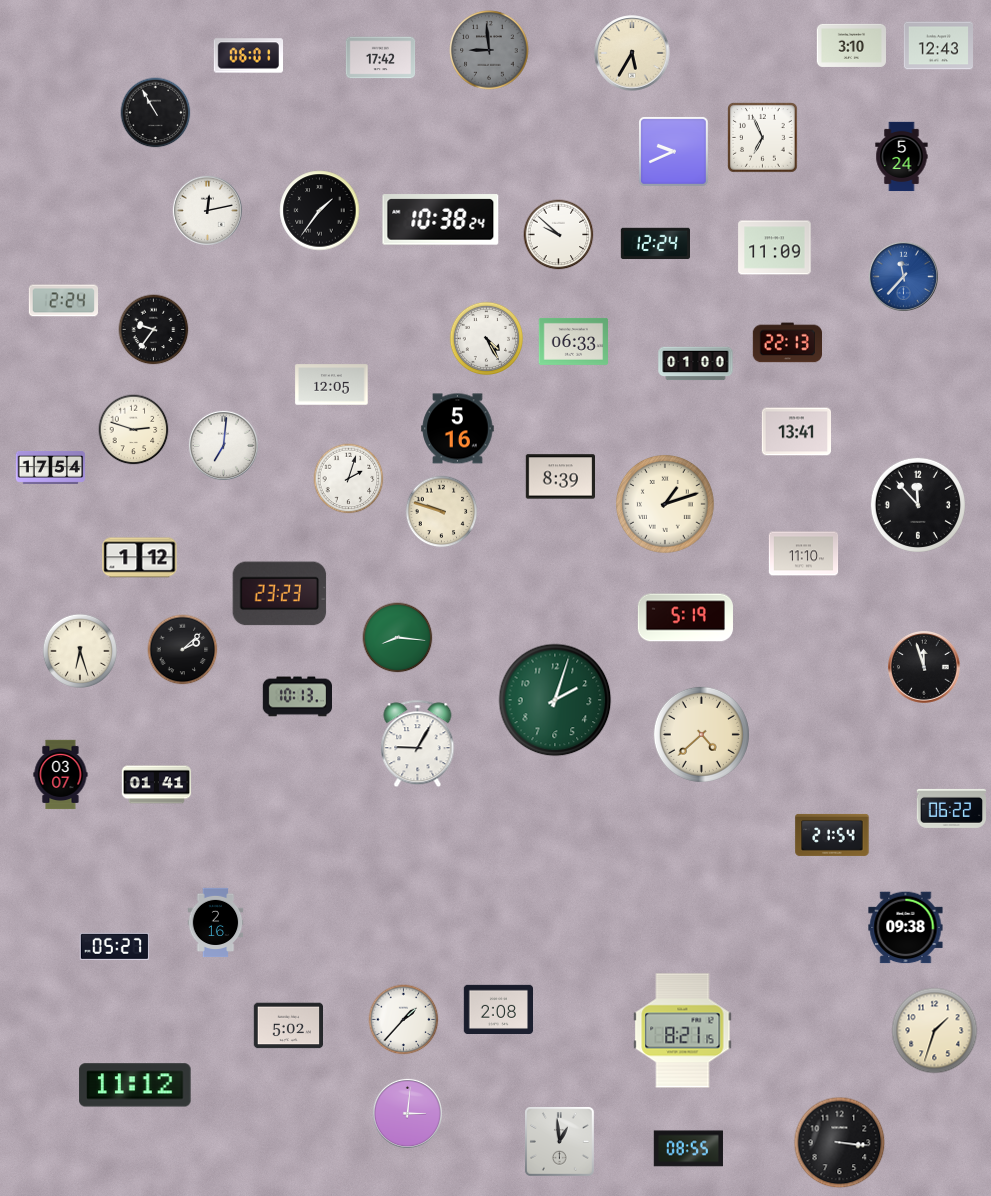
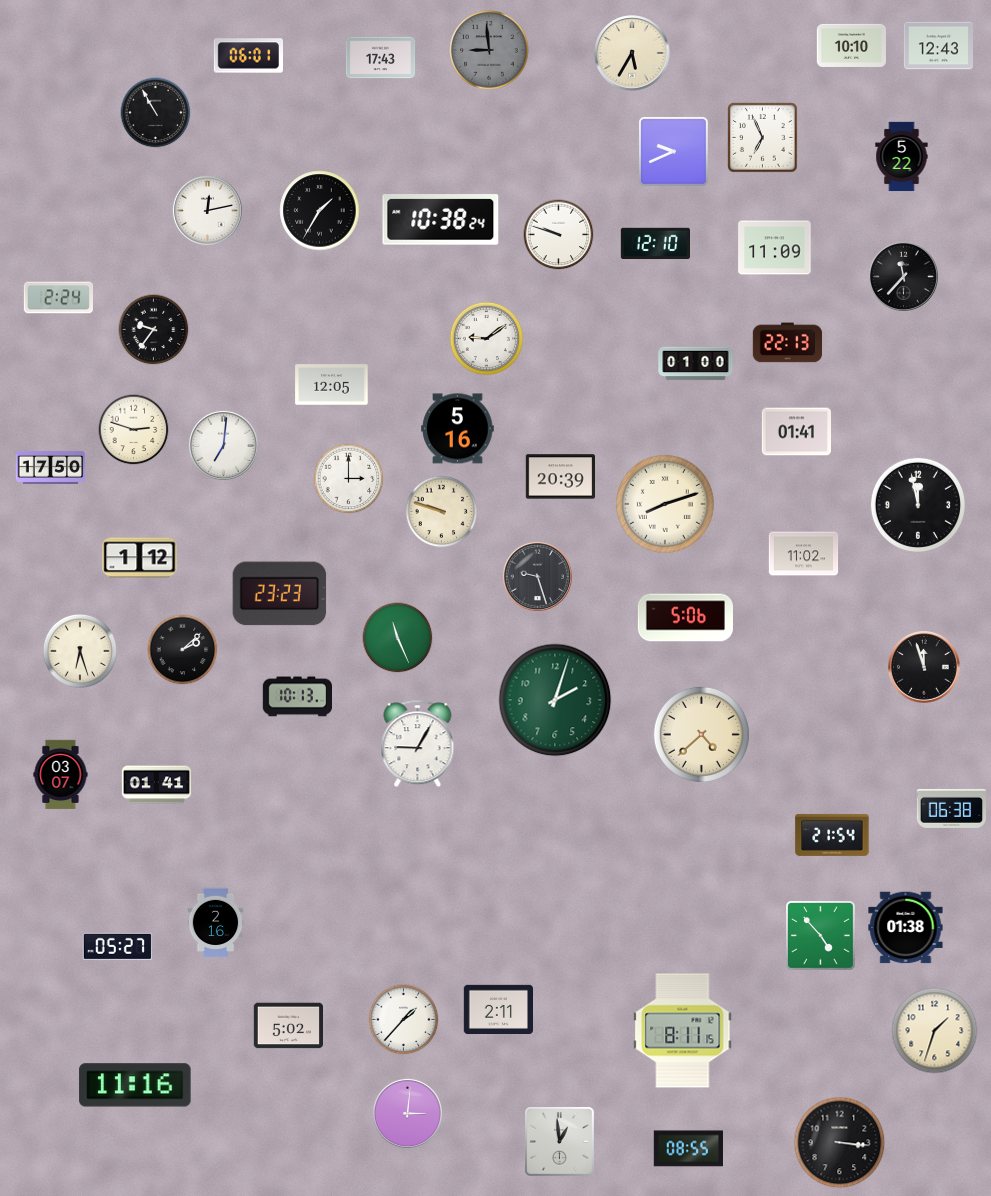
clock at (851, 45): 3:10 -> 10:10
clock at (381, 58): 17:42 -> 17:43
clock at (902, 157): 5:24 -> 5:22
clock at (320, 211): 1:36 -> 1:35
clock at (559, 235): 9:52 -> 9:48
clock at (655, 244): 12:24 -> 12:10
clock at (903, 276) dial: blue -> black
clock at (63, 301) position: (63, 301) -> (58, 298)
clock at (486, 338): 4:25 -> 9:09
clock at (573, 341): 06:33 -> none
clock at (797, 432): 13:41 -> 01:41
clock at (51, 467): 17:54 -> 17:50
clock at (560, 477): 8:39 -> 20:39
clock at (349, 479): 2:03 -> 3:00
clock at (666, 505): 1:12 -> 8:12
clock at (918, 505): 11:53 -> 11:58
clock at (804, 554): 11:10 -> 11:02
clock at (537, 576): none -> 9:27
clock at (685, 618): 5:19 -> 5:06
clock at (398, 638): 8:16 -> 11:26
clock at (951, 808): 06:22 -> 06:38
clock at (906, 928): 09:38 -> 01:38
clock at (821, 936): none -> 4:53
clock at (114, 946) position: (114, 946) -> (117, 946)
clock at (498, 1009): 2:08 -> 2:11
clock at (683, 1031): 8:21 -> 8:11
clock at (135, 1085): 11:12 -> 11:16
